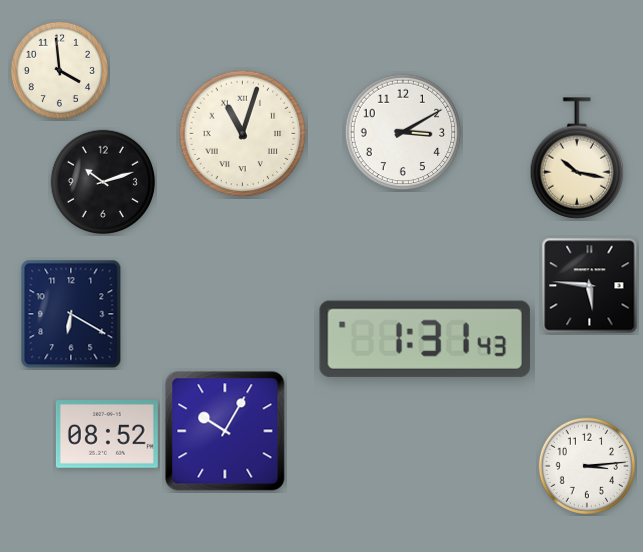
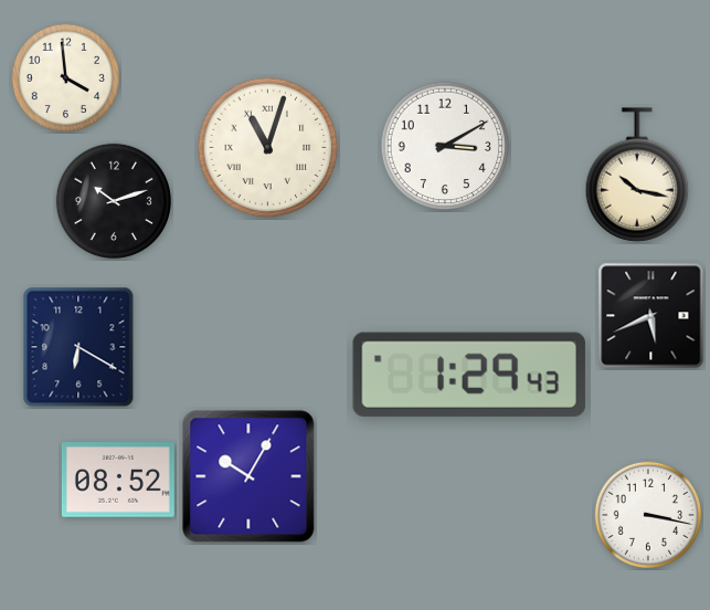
clock at (590, 286): 5:46 -> 5:41
clock at (425, 339): 1:31 -> 1:29
clock at (587, 466): 3:14 -> 3:17
